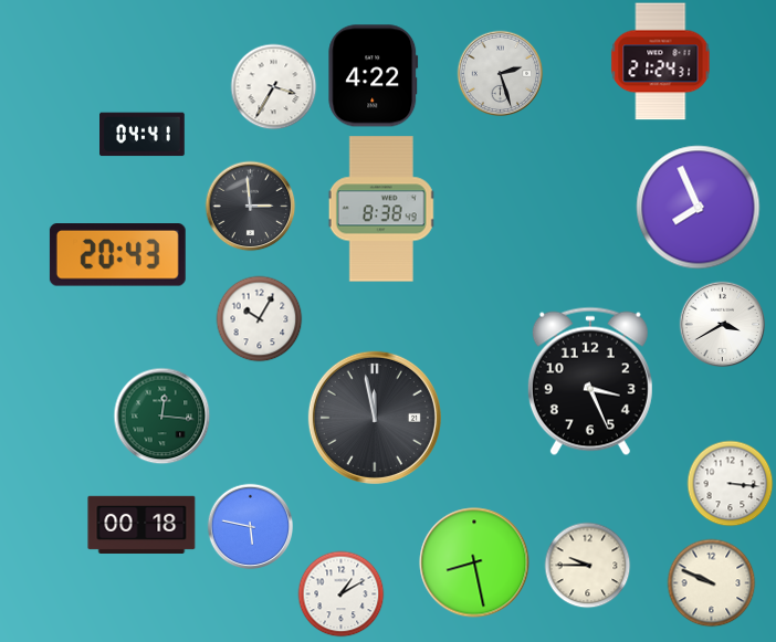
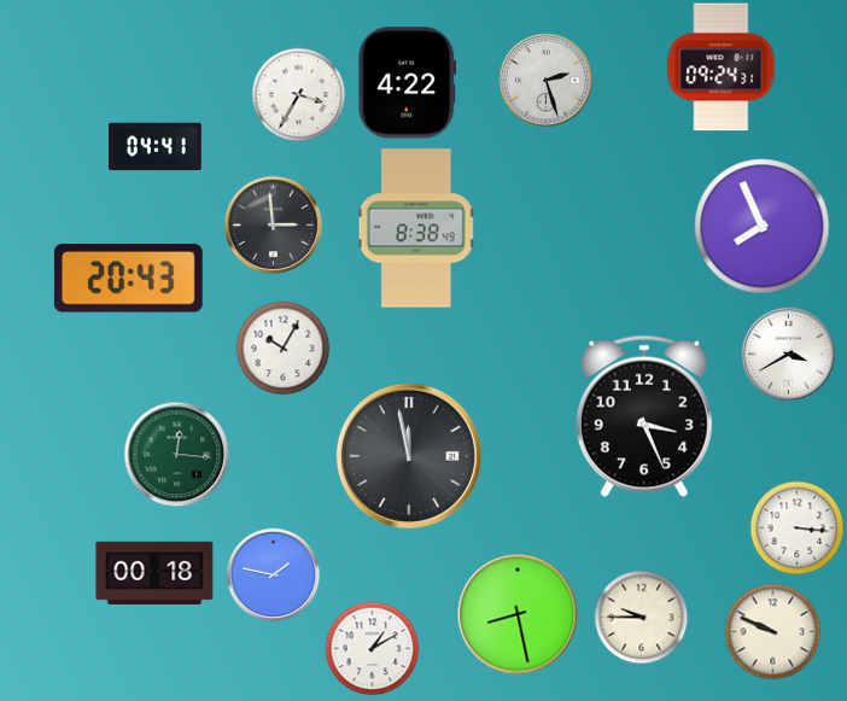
clock at (661, 62): 21:24 -> 09:24
clock at (250, 526): 5:47 -> 1:47
clock at (711, 582) position: (711, 582) -> (772, 631)
